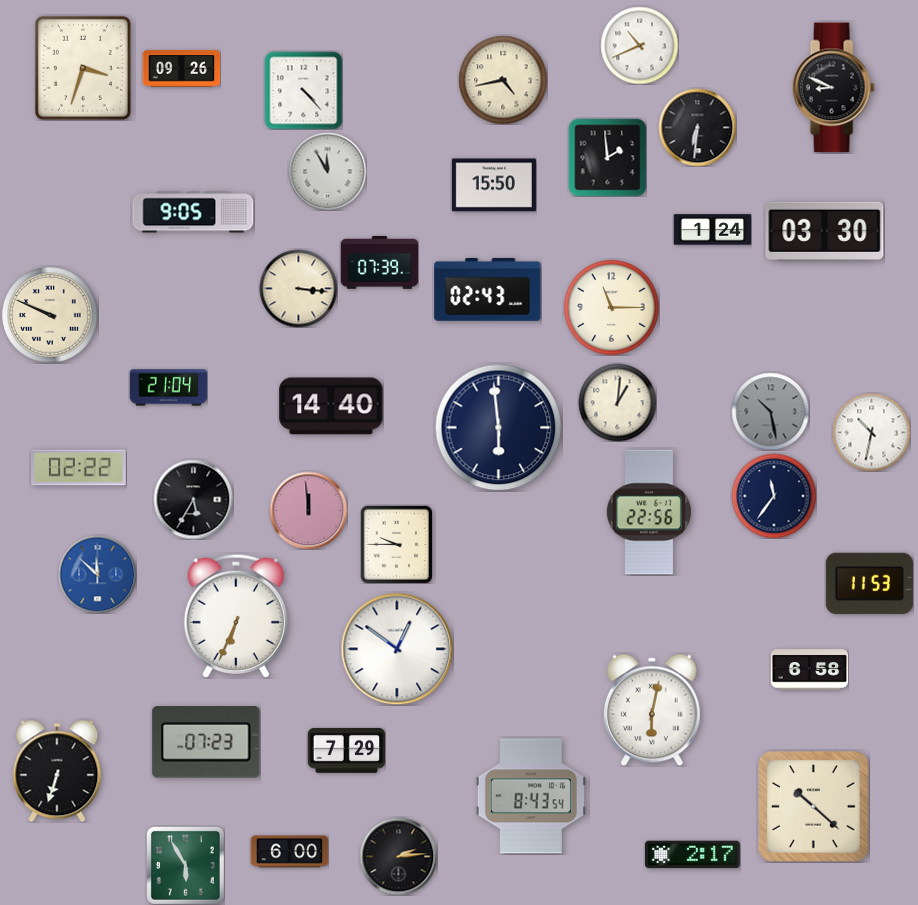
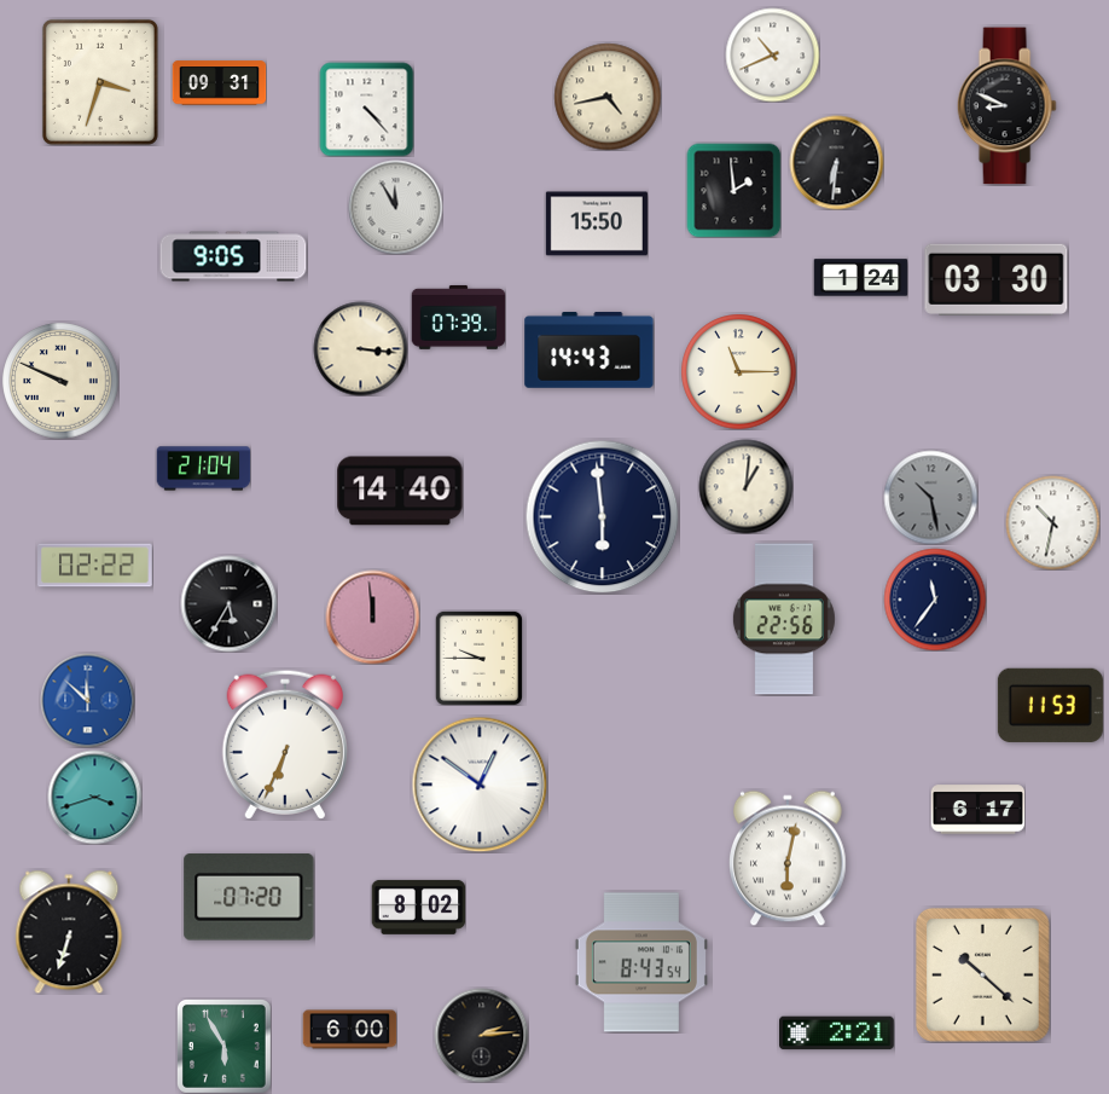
clock at (181, 69): 09:26 -> 09:31
clock at (697, 127) position: (697, 127) -> (836, 162)
clock at (488, 289): 02:43 -> 14:43
clock at (193, 499) position: (193, 499) -> (228, 603)
clock at (97, 574) position: (97, 574) -> (87, 700)
clock at (94, 797): none -> 3:42
clock at (809, 670): 6:58 -> 6:17
clock at (206, 742): 07:23 -> 07:20
clock at (346, 750): 7:29 -> 8:02
clock at (693, 855): 2:17 -> 2:21
